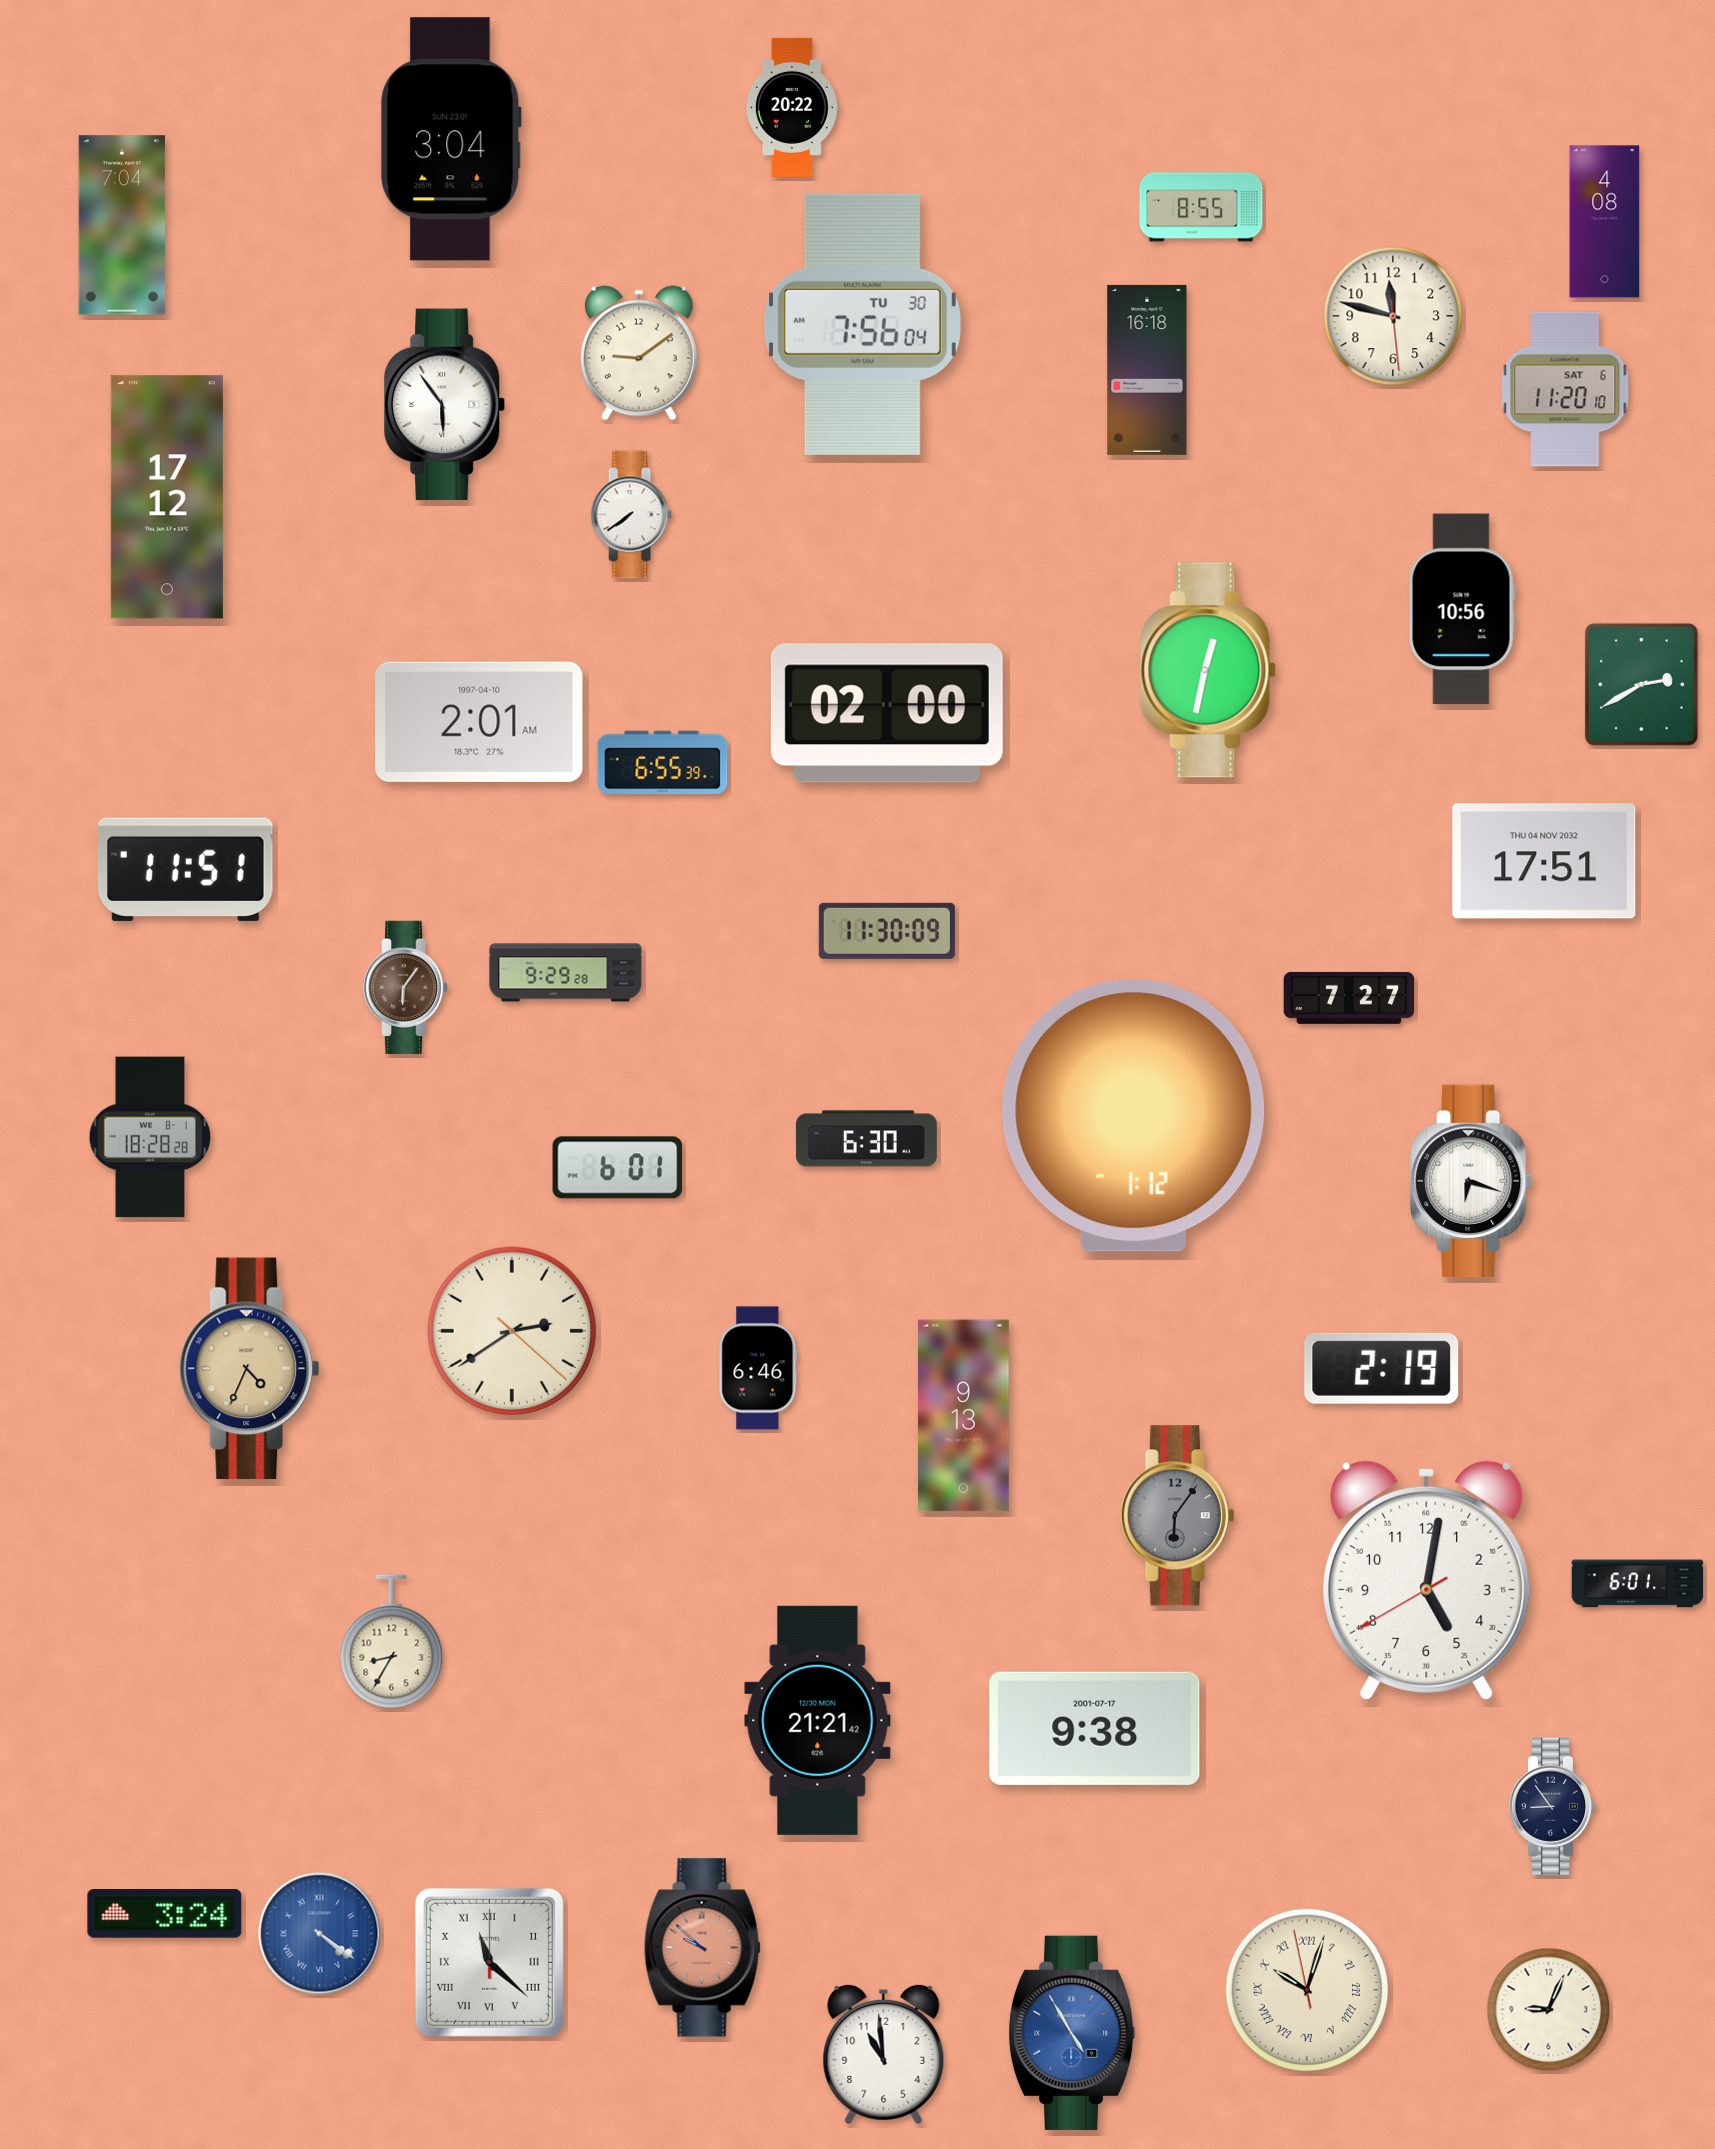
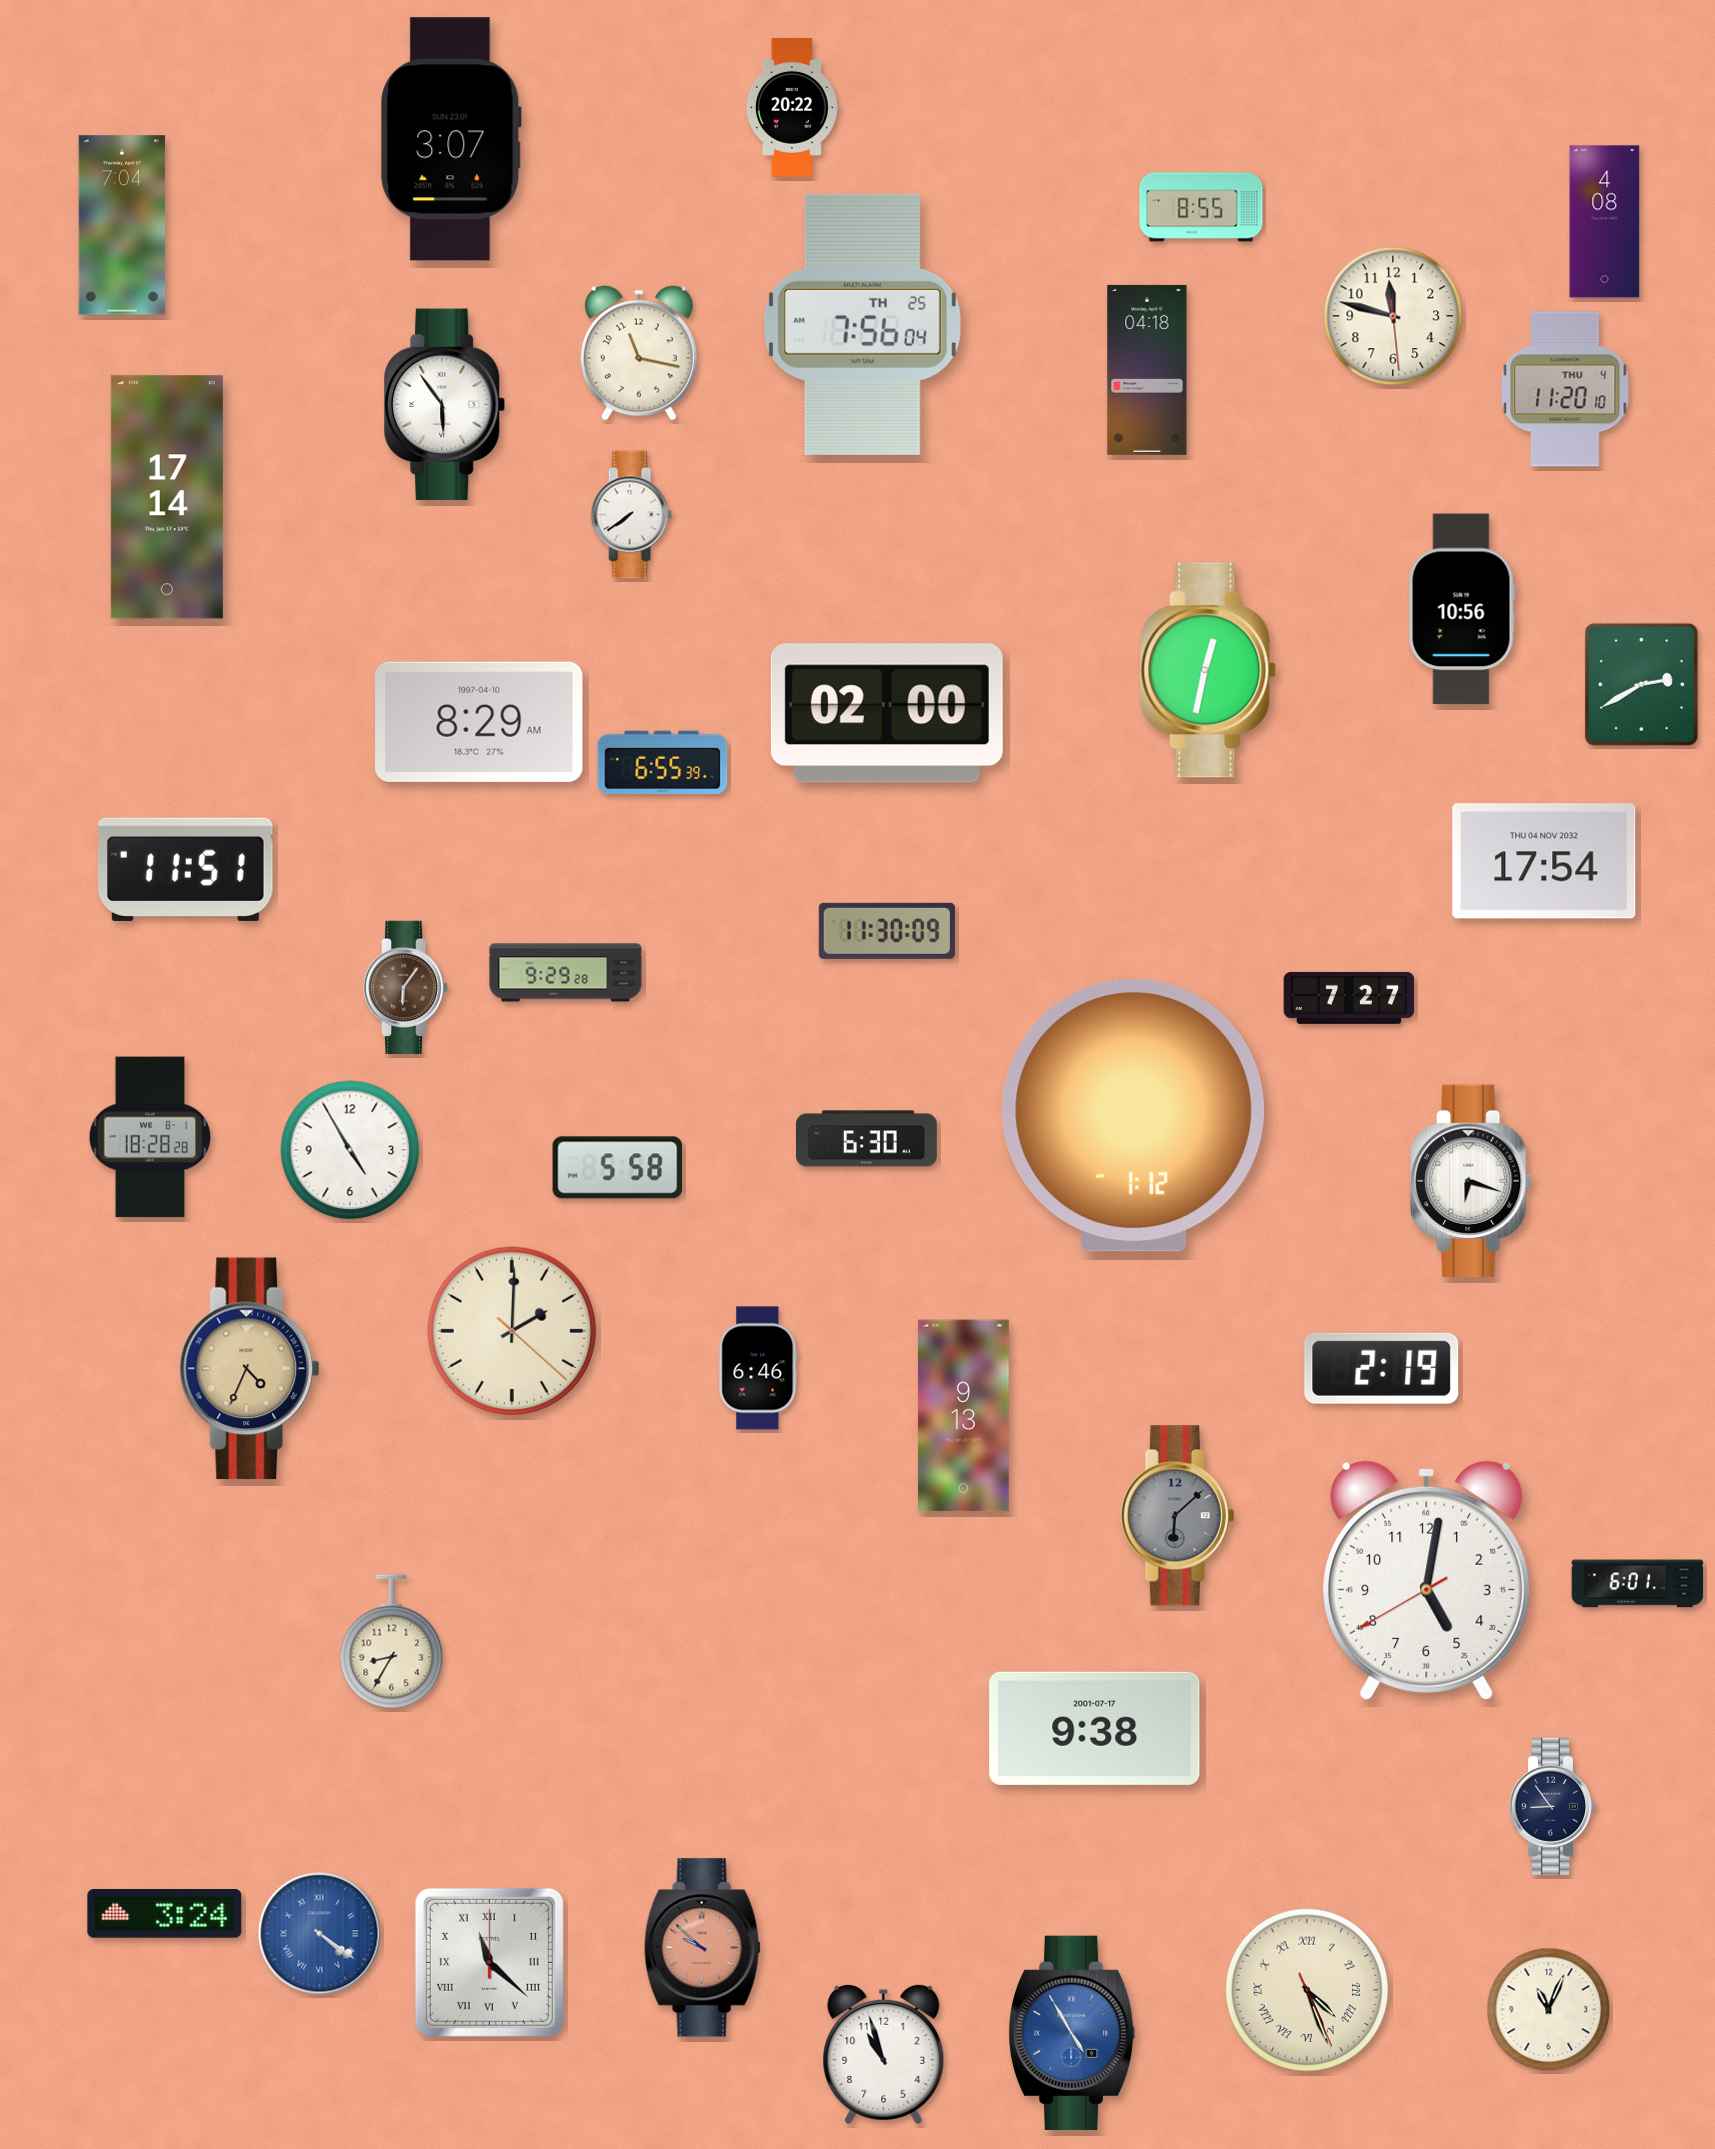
clock at (451, 139): 3:04 -> 3:07
clock at (862, 324) date: TU 30 -> TH 25
clock at (639, 353): 9:09 -> 11:17
clock at (1147, 370): 16:18 -> 04:18
clock at (1565, 389) date: SAT 6 -> THU 4
clock at (167, 497): 17:12 -> 17:14
clock at (479, 722): 2:01 -> 8:29
clock at (1544, 861): 17:51 -> 17:54
clock at (350, 1150): none -> 4:55
clock at (618, 1168): 6:01 -> 5:58
clock at (512, 1331): 2:39 -> 2:00
clock at (1177, 1516): 6:06 -> 6:08
clock at (818, 1720): 21:21 -> none
clock at (1307, 1990): 10:02 -> 4:26
clock at (1549, 2010): 9:04 -> 11:04
clock at (884, 2055): 10:59 -> 10:57
